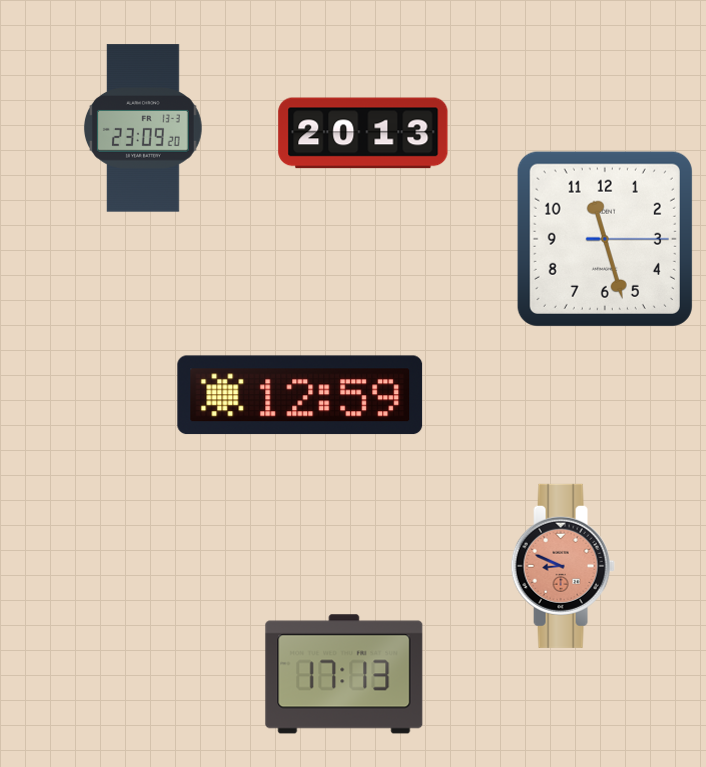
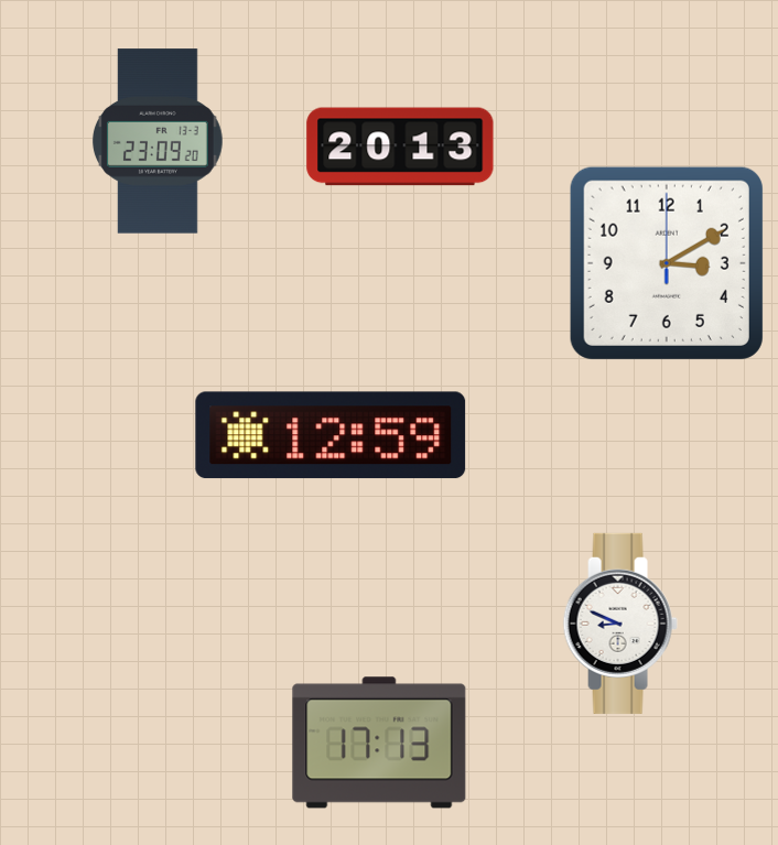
clock at (605, 239): 11:27 -> 3:10
clock at (563, 566) dial: salmon -> white
